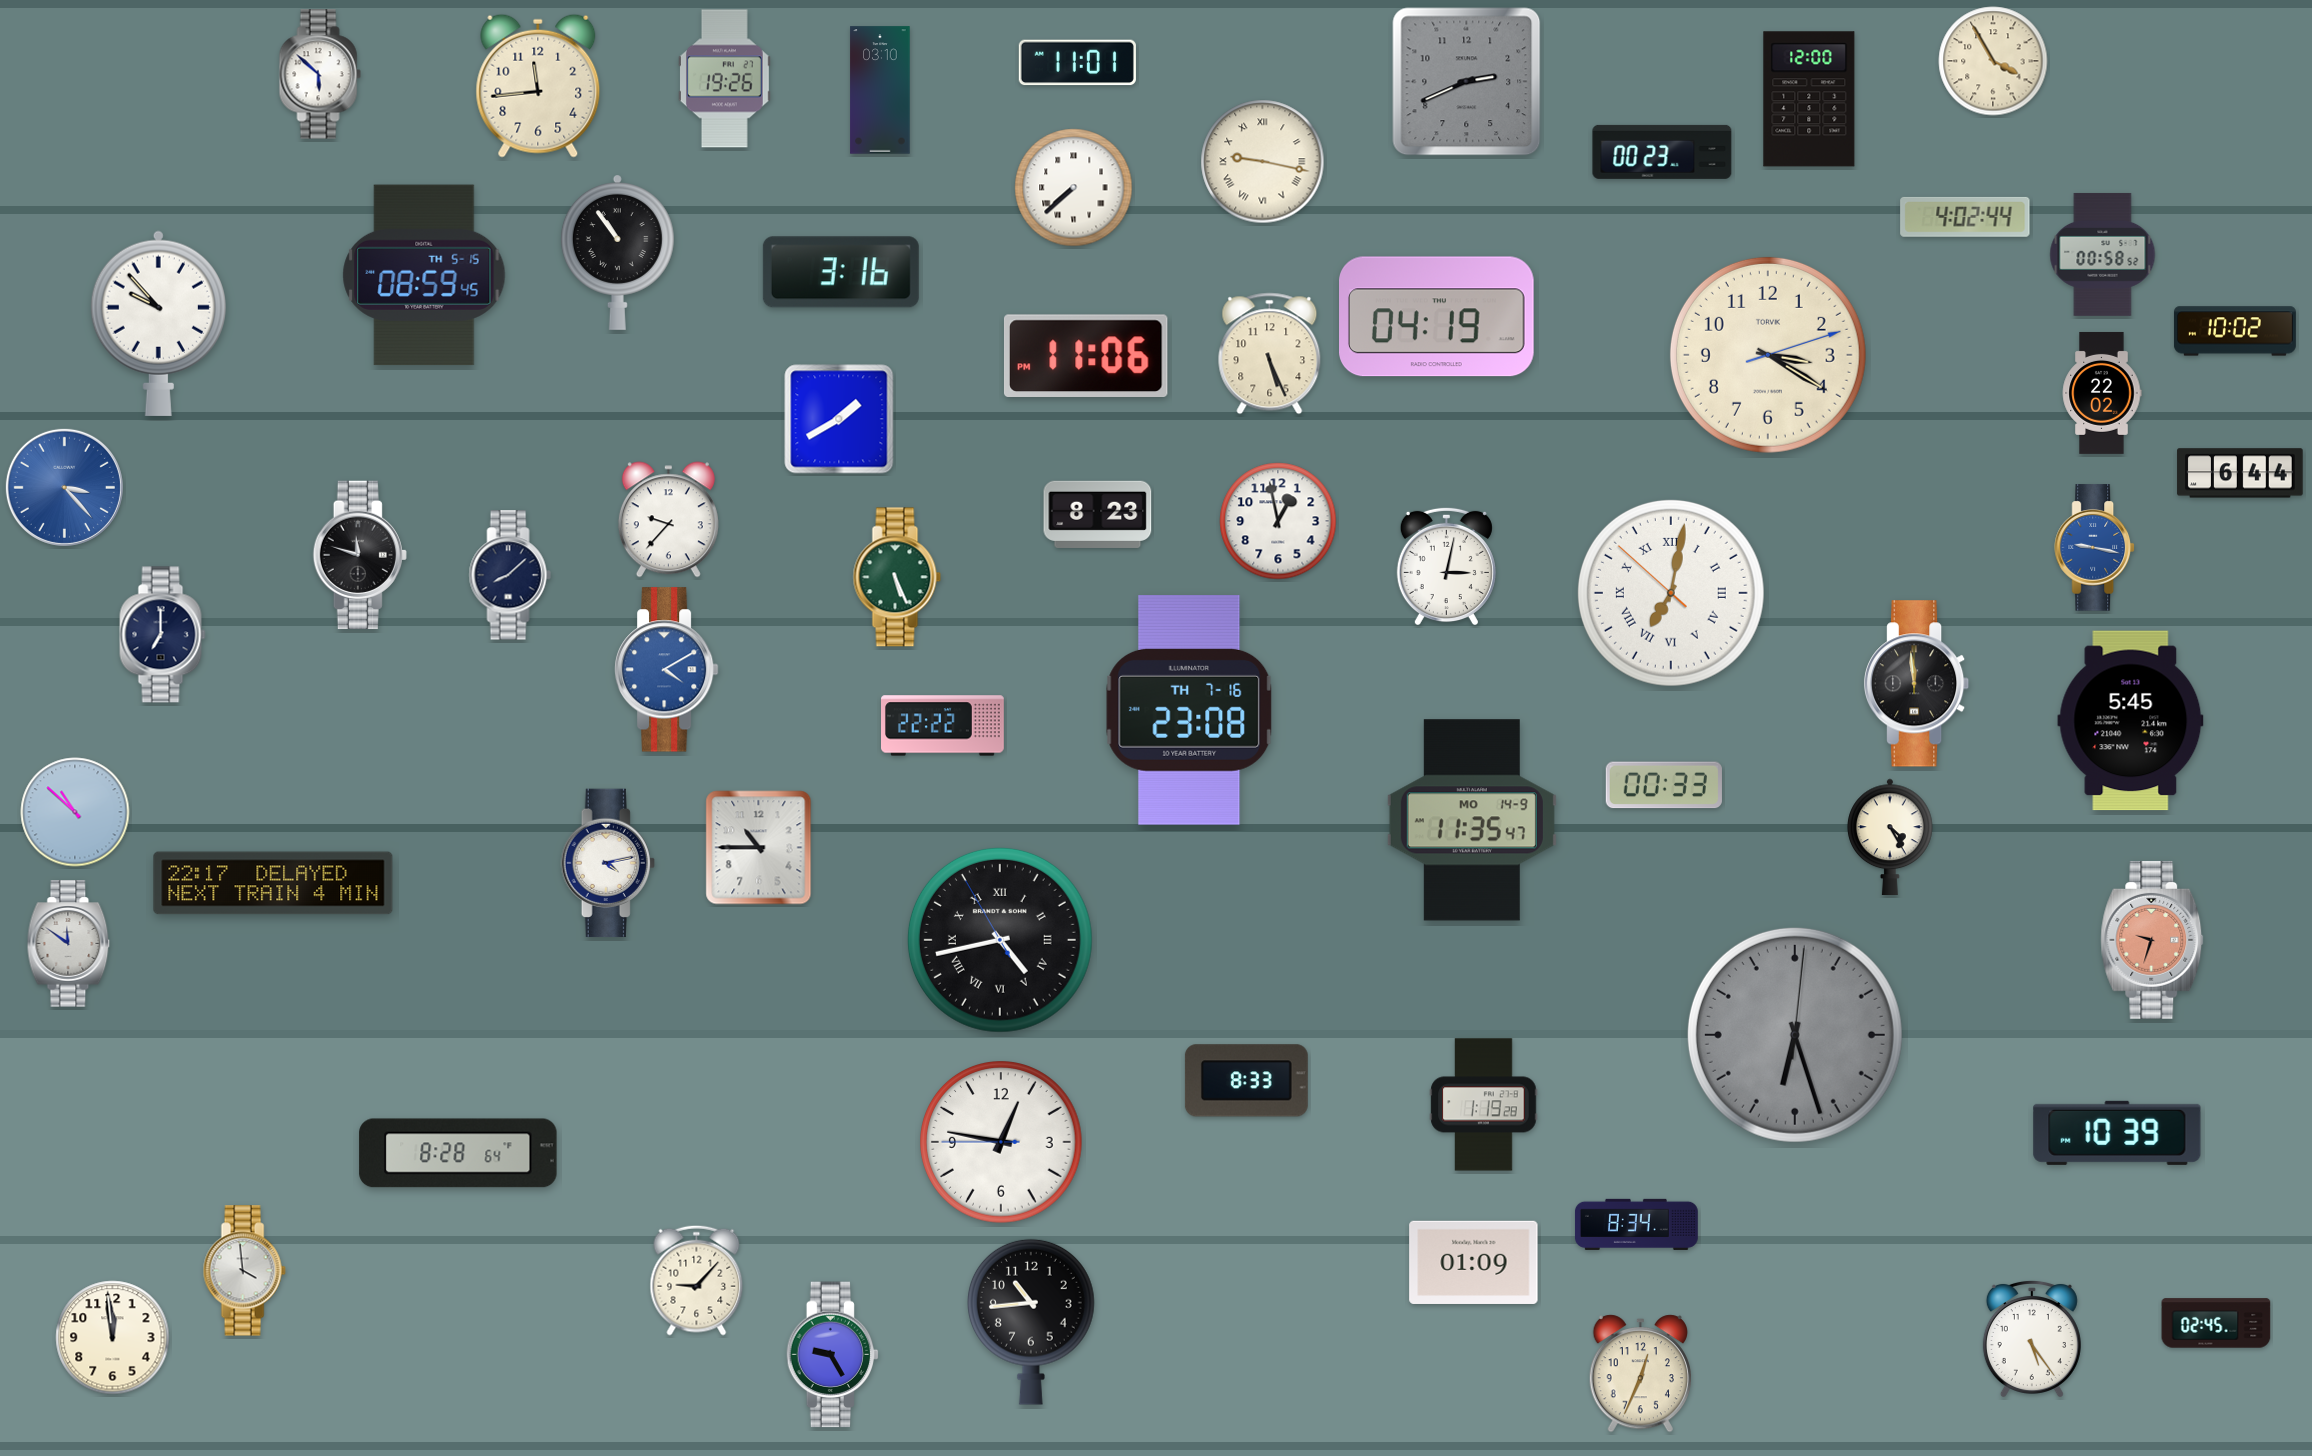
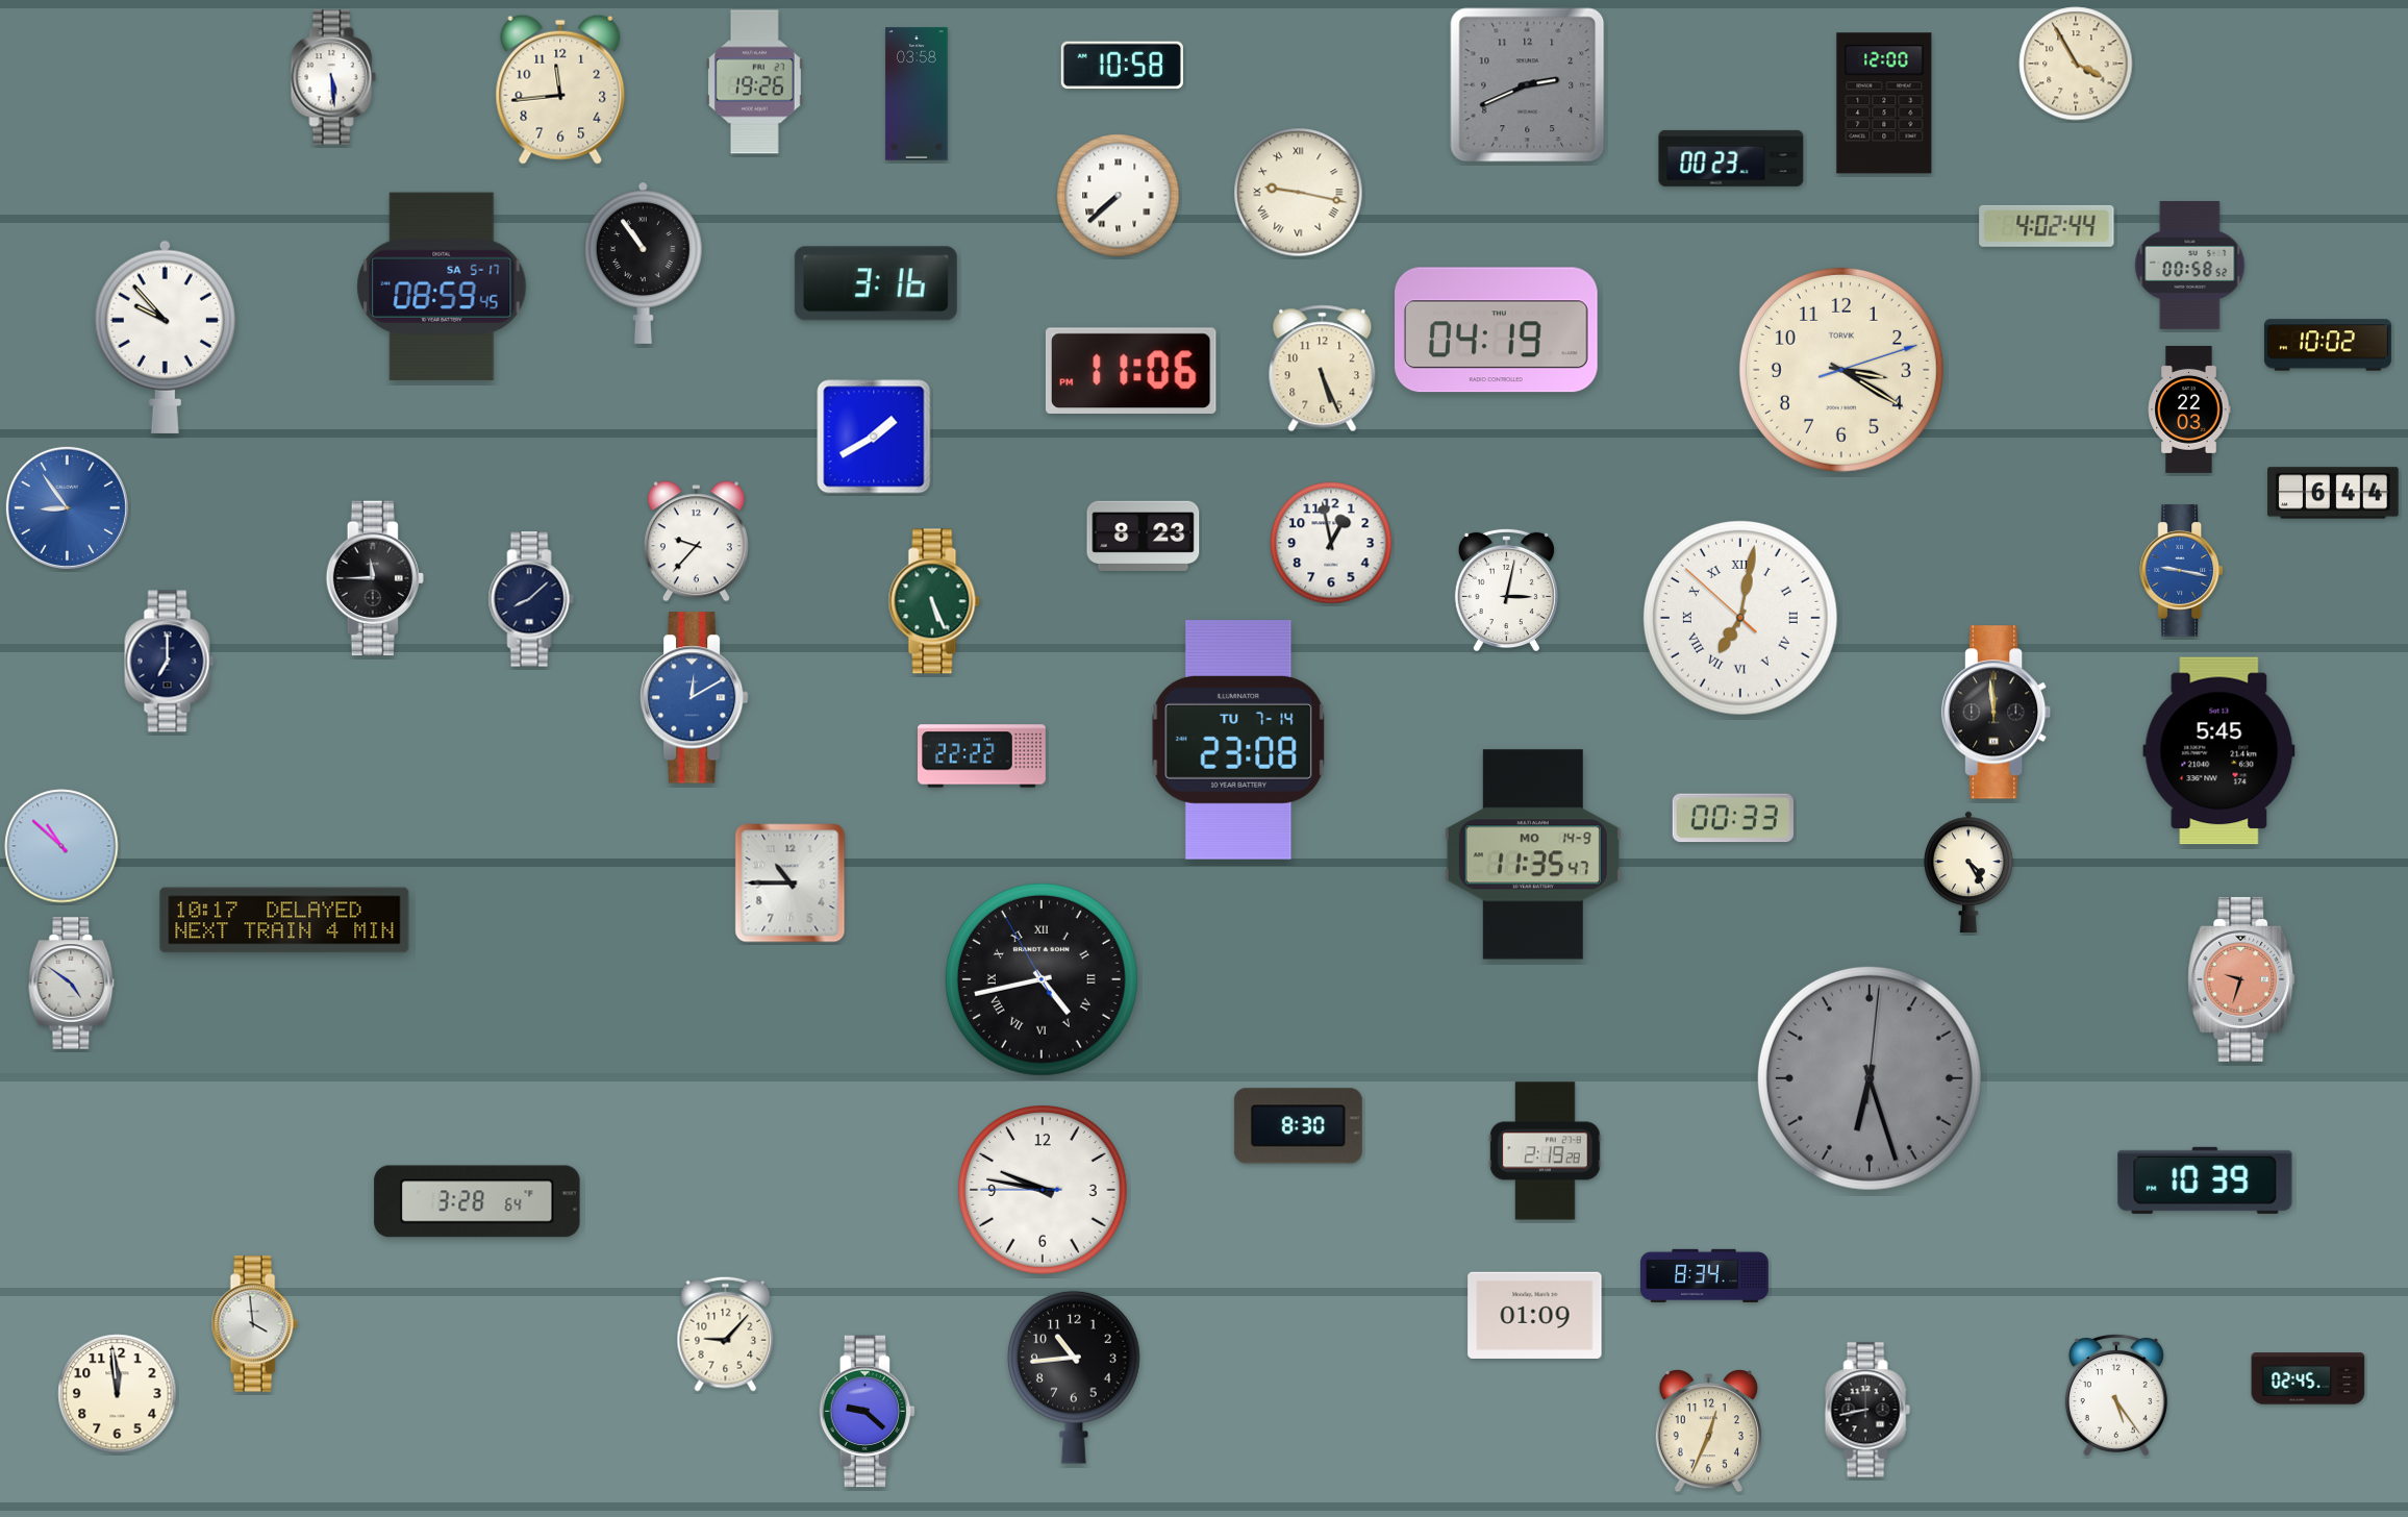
clock at (1077, 63): 11:01 -> 10:58
clock at (320, 74): 5:52 -> 5:29
clock at (880, 90): 03:10 -> 03:58
clock at (1263, 162) position: (1263, 162) -> (1299, 193)
clock at (424, 275) date: TH 5-15 -> SA 5-17
clock at (2102, 393): 22:02 -> 22:03
clock at (64, 487): 3:23 -> 8:54
clock at (360, 555): 11:48 -> 11:45
clock at (666, 670): 4:10 -> 12:10
clock at (1189, 711) date: TH 7-16 -> TU 7-14
clock at (75, 812) position: (75, 812) -> (61, 846)
clock at (608, 863): 4:13 -> none
clock at (273, 883): 22:17 -> 10:17
clock at (69, 944): 11:51 -> 4:51
clock at (1246, 1081): 8:33 -> 8:30
clock at (1484, 1105): 1:19 -> 2:19
clock at (1002, 1143): 12:46 -> 9:46
clock at (458, 1153): 8:28 -> 3:28
clock at (1867, 1410): none -> 8:43
clock at (833, 1355): 9:25 -> 9:22
